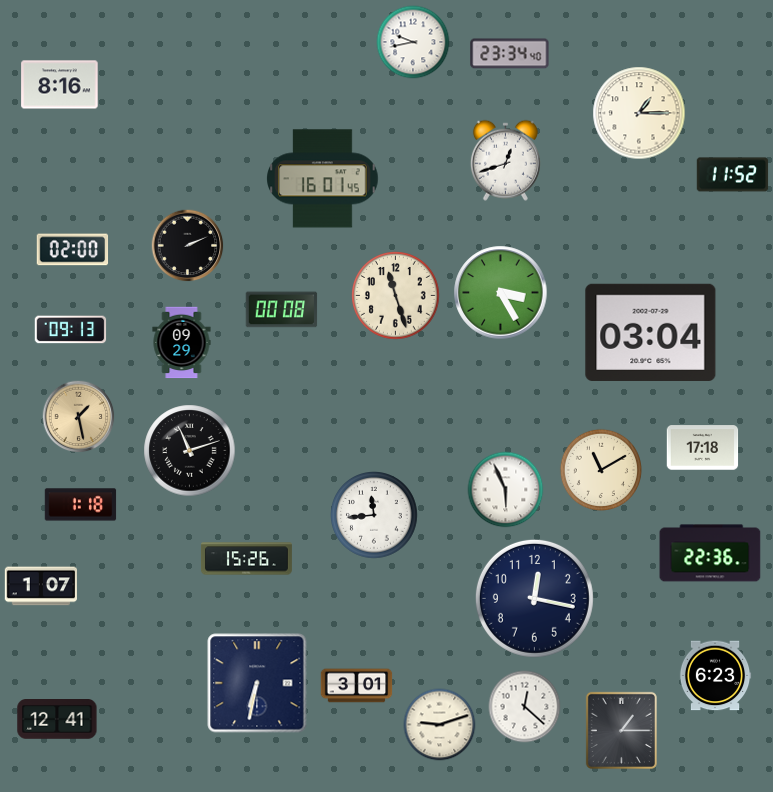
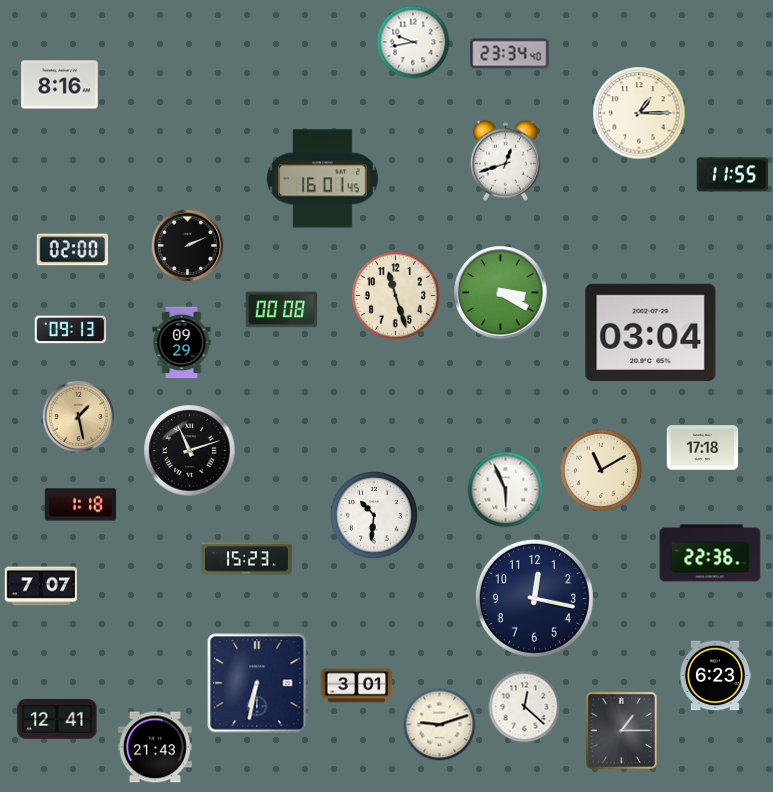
clock at (733, 175): 11:52 -> 11:55
clock at (501, 293): 3:25 -> 3:20
clock at (375, 516): 11:44 -> 10:31
clock at (247, 559): 15:26 -> 15:23
clock at (40, 586): 1:07 -> 7:07
clock at (155, 747): none -> 21:43
